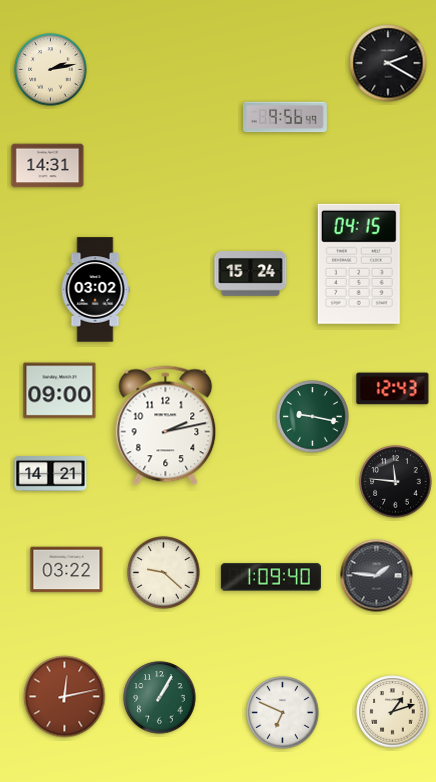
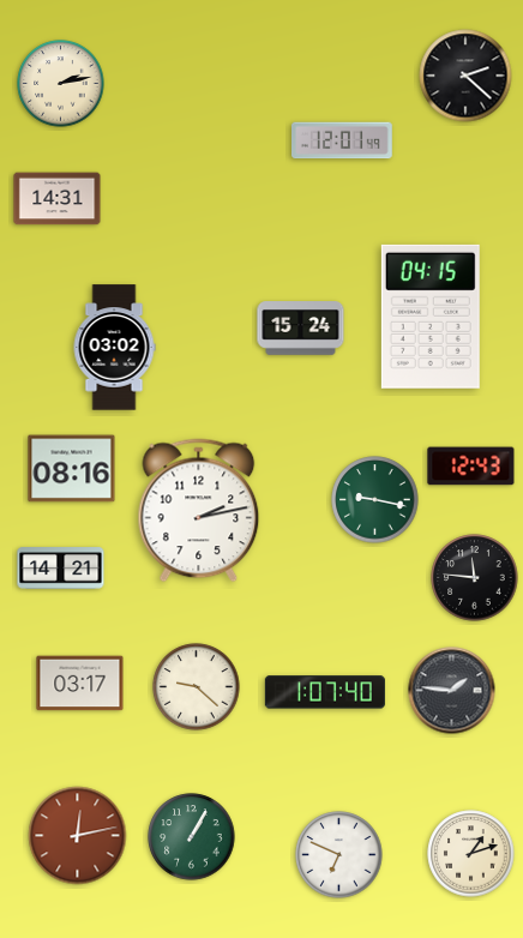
clock at (388, 63): 2:20 -> 2:22
clock at (286, 117): 9:56 -> 12:01
clock at (60, 391): 09:00 -> 08:16
clock at (67, 570): 03:22 -> 03:17
clock at (271, 577): 1:09 -> 1:07
